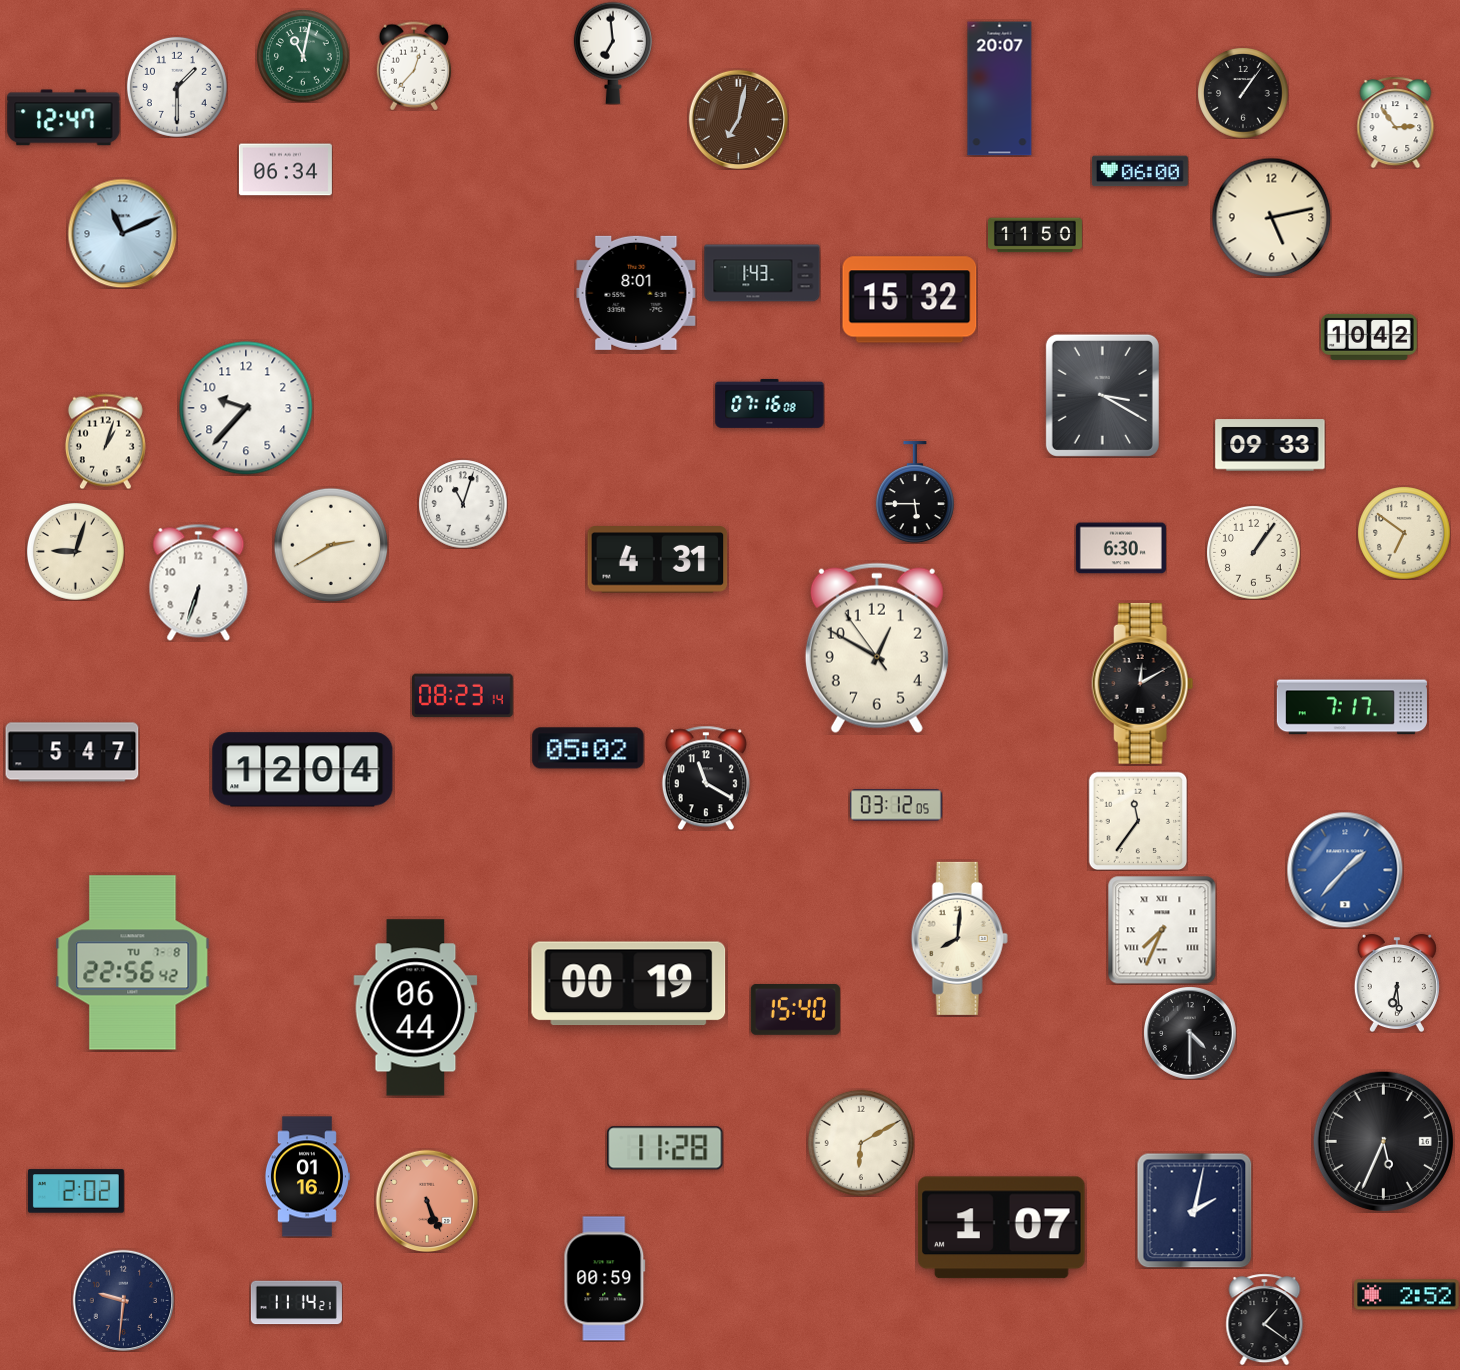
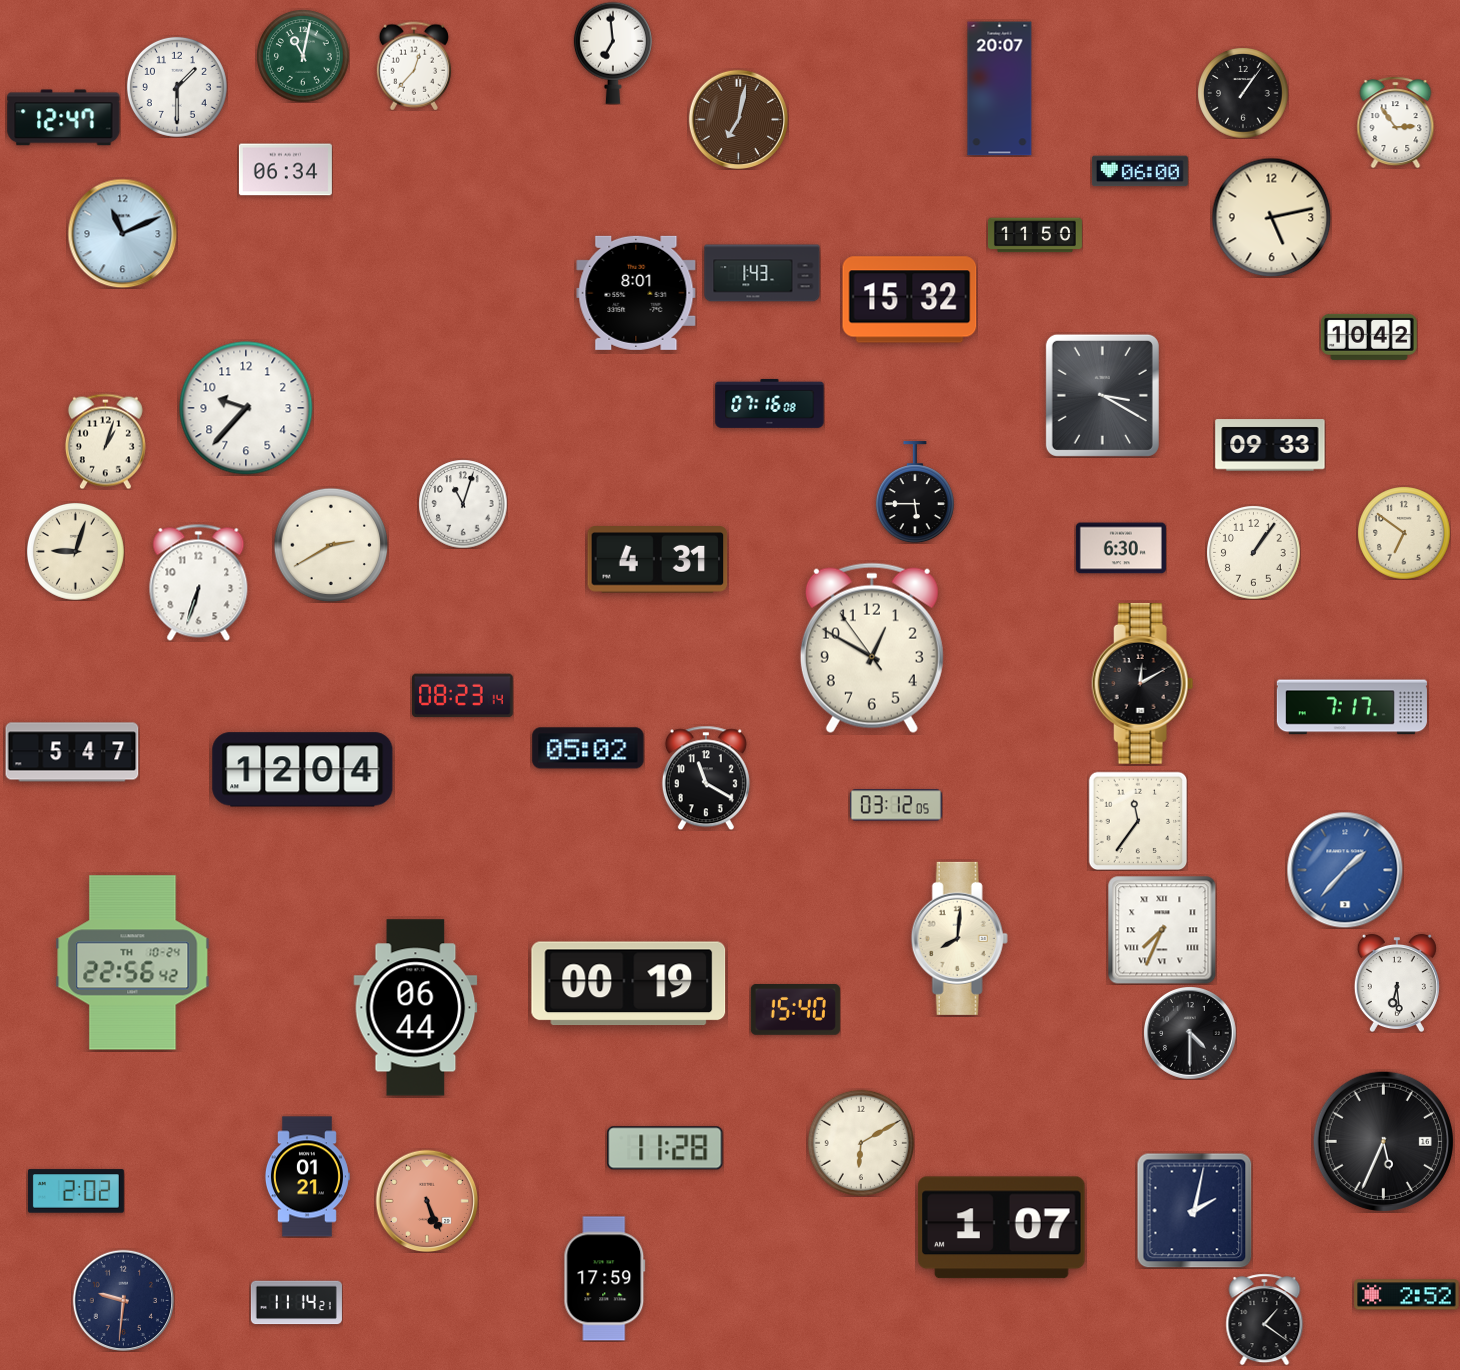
clock at (877, 648) position: (877, 648) -> (872, 648)
clock at (133, 963) date: TU 7-8 -> TH 10-24
clock at (307, 1177): 01:16 -> 01:21
clock at (605, 1279): 00:59 -> 17:59
